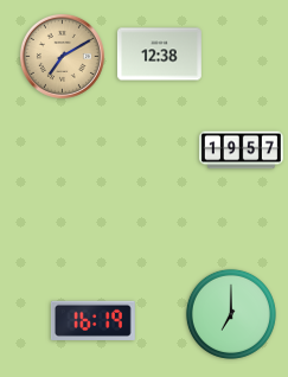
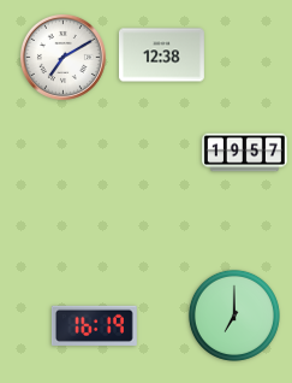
clock at (62, 56) dial: champagne -> white
clock at (231, 314) position: (231, 314) -> (234, 316)
